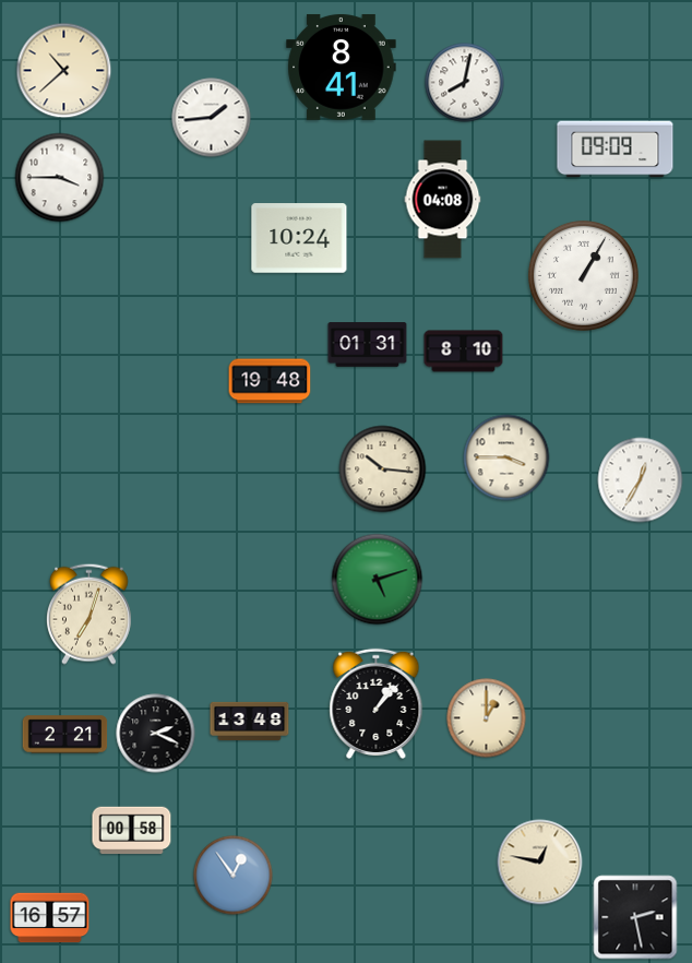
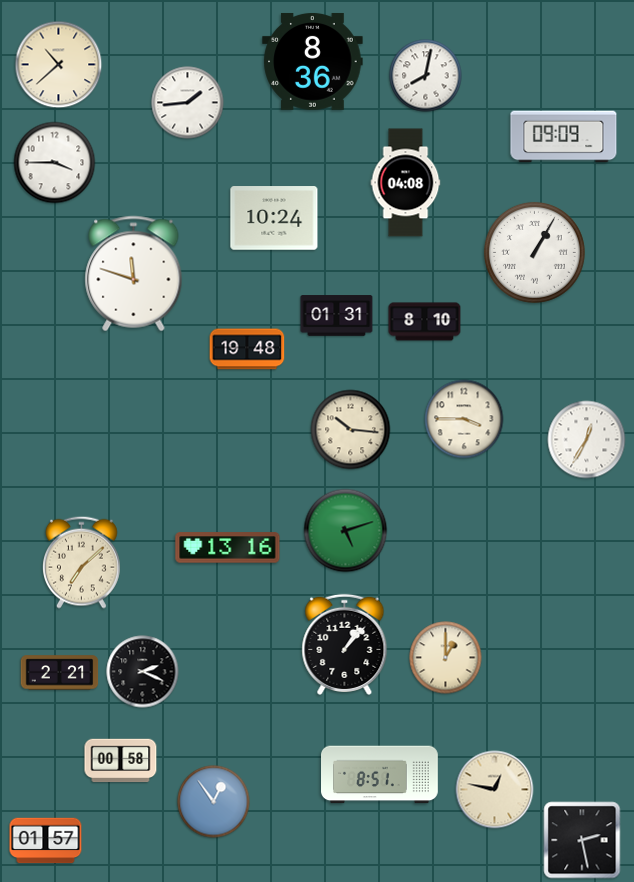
clock at (342, 68): 8:41 -> 8:36
clock at (212, 118) position: (212, 118) -> (188, 103)
clock at (134, 274): none -> 11:48
clock at (228, 548): none -> 13:16
clock at (88, 614): 7:03 -> 7:08
clock at (250, 721): 13:48 -> none
clock at (380, 775): none -> 8:51
clock at (50, 918): 16:57 -> 01:57
